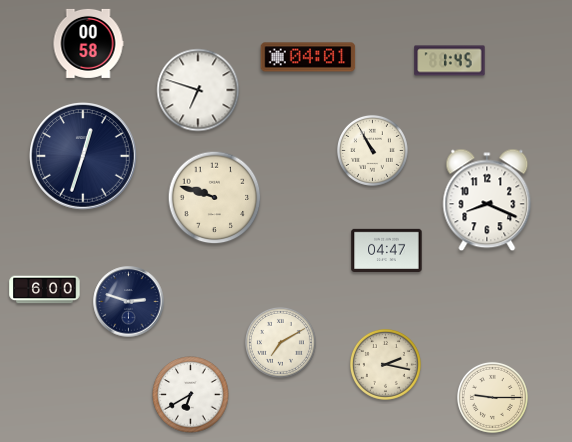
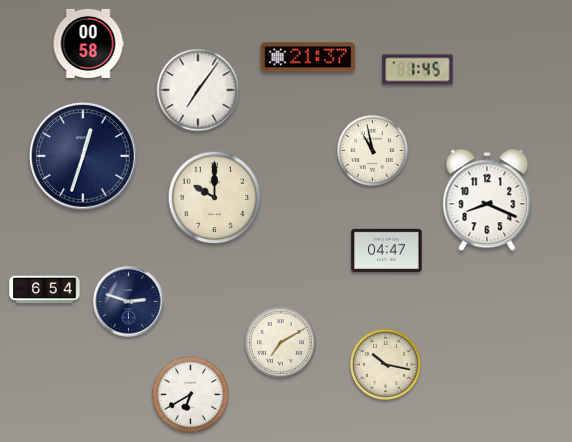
clock at (308, 57): 04:01 -> 21:37
clock at (450, 61) position: (450, 61) -> (418, 70)
clock at (198, 90): 6:48 -> 7:06
clock at (372, 150): 10:55 -> 10:58
clock at (215, 198): 9:48 -> 10:00
clock at (45, 290): 6:00 -> 6:54
clock at (385, 364): 2:17 -> 10:17
clock at (492, 397): 9:15 -> none
